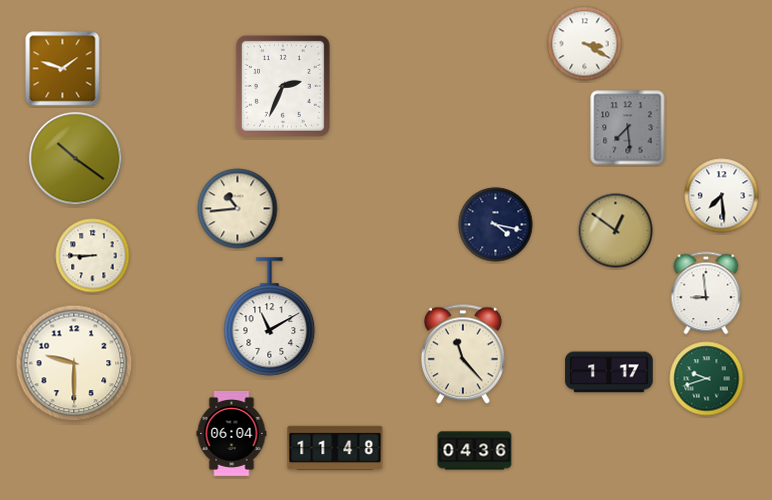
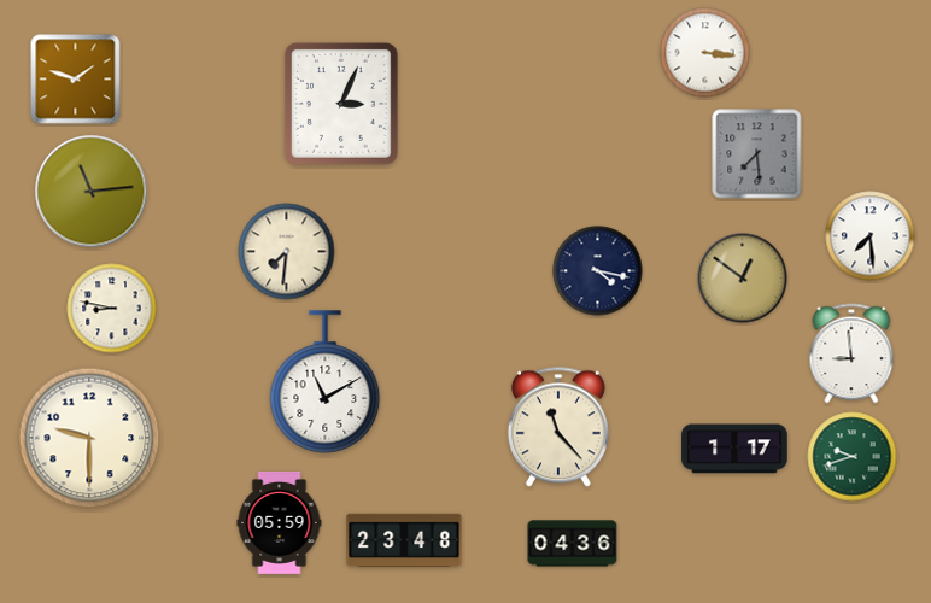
clock at (585, 44): 3:20 -> 3:16
clock at (63, 69) position: (63, 69) -> (76, 80)
clock at (283, 86): 2:34 -> 3:04
clock at (76, 159): 10:21 -> 11:14
clock at (238, 209): 10:44 -> 7:31
clock at (93, 256): 8:45 -> 8:47
clock at (232, 433): 06:04 -> 05:59
clock at (335, 448): 11:48 -> 23:48
